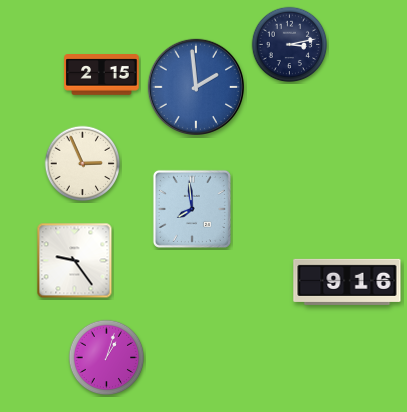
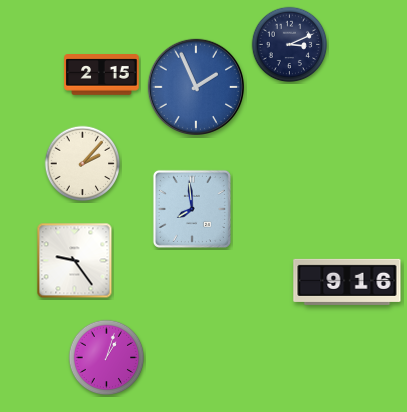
clock at (290, 45): 3:13 -> 3:11
clock at (195, 86): 1:59 -> 1:56
clock at (83, 164): 2:56 -> 2:07
